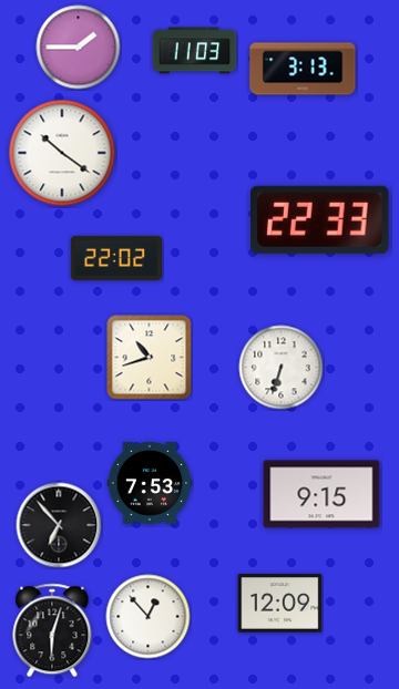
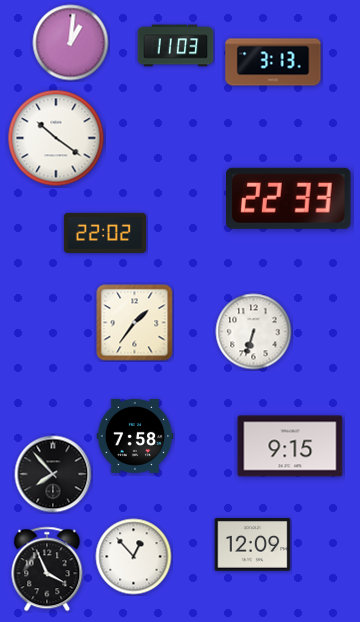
clock at (79, 48): 1:45 -> 1:01
clock at (150, 358): 10:42 -> 1:36
clock at (150, 483): 7:53 -> 7:58
clock at (59, 525): 6:53 -> 7:53
clock at (52, 630): 6:03 -> 3:56
